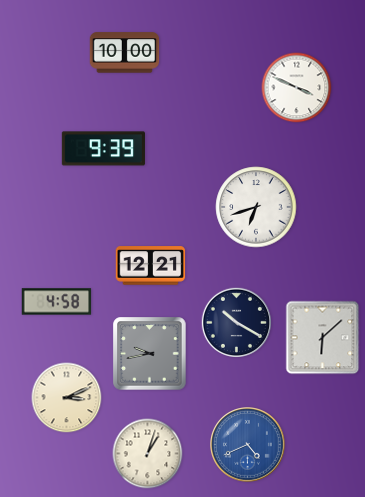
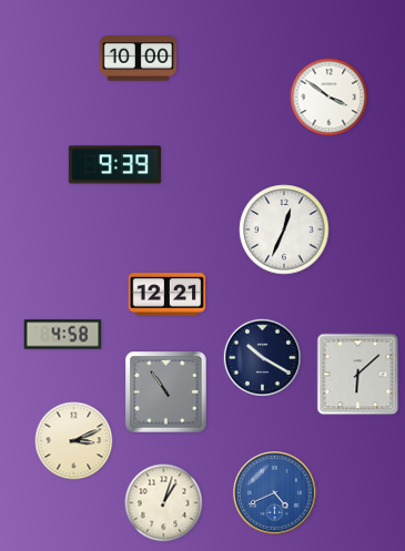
clock at (297, 88): 3:49 -> 3:51
clock at (256, 207): 6:42 -> 12:34
clock at (150, 354): 9:43 -> 10:54
